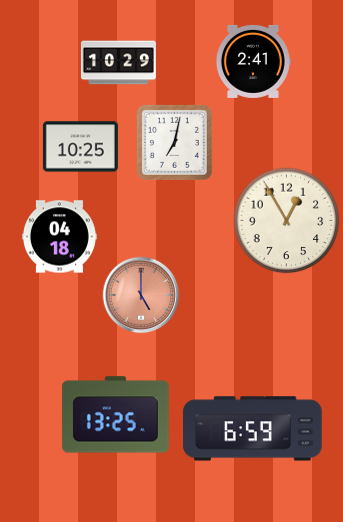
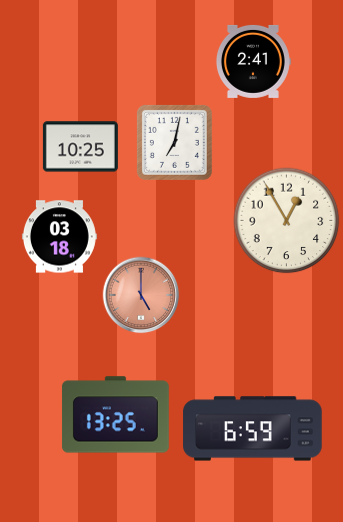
clock at (118, 63): 10:29 -> none
clock at (59, 237): 04:18 -> 03:18
